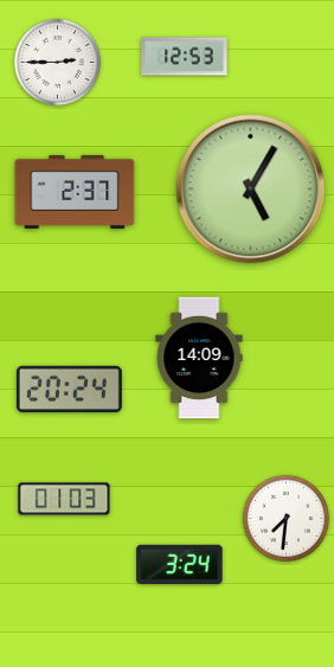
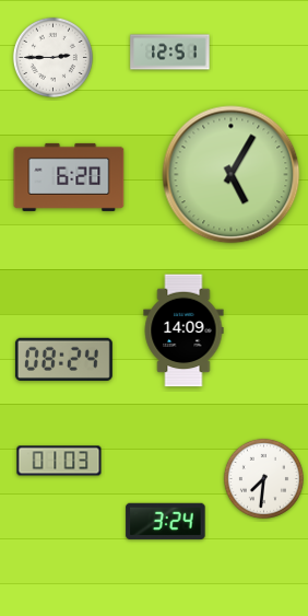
clock at (185, 57): 12:53 -> 12:51
clock at (75, 192): 2:37 -> 6:20
clock at (69, 389): 20:24 -> 08:24
